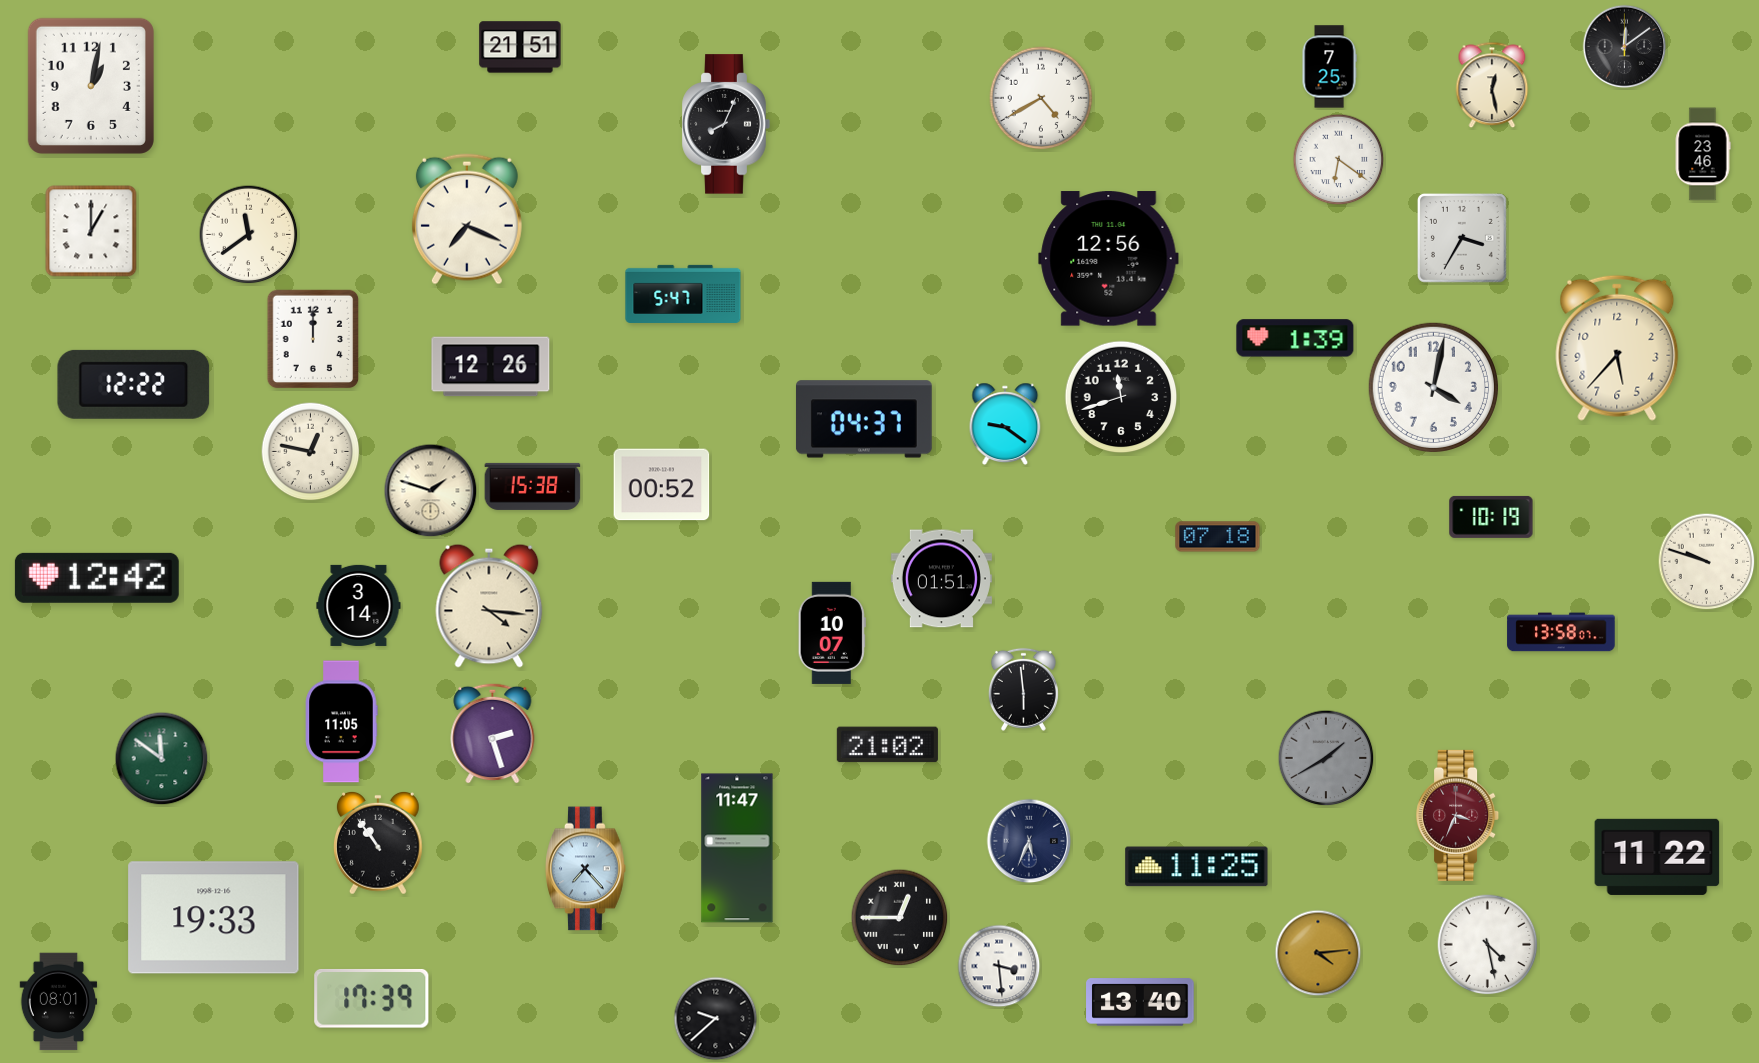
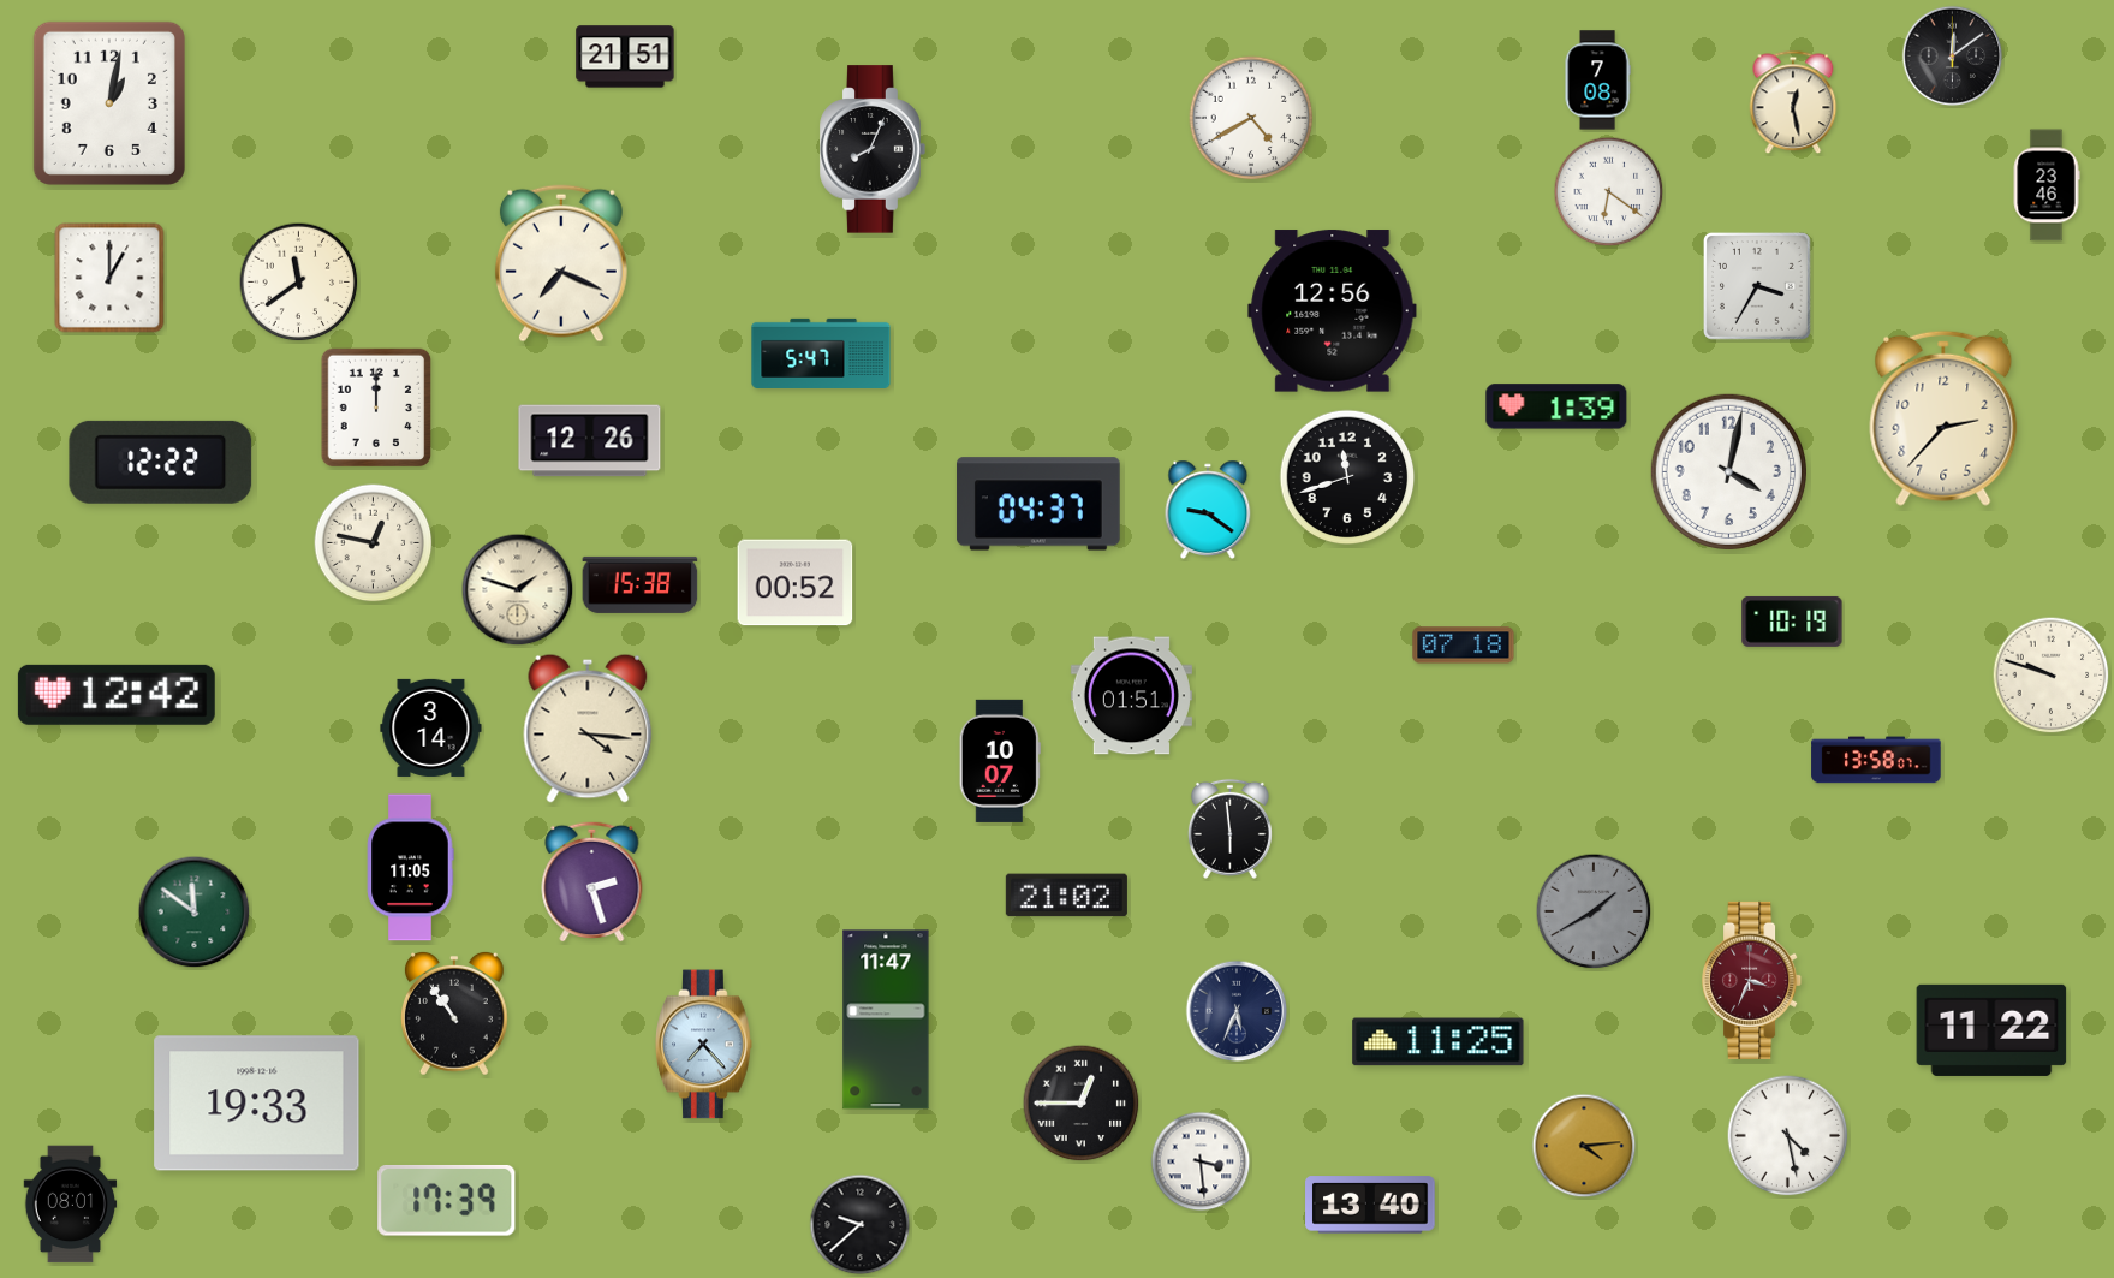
clock at (1329, 67): 7:25 -> 7:08
clock at (1617, 348): 5:37 -> 2:37
clock at (1433, 387) position: (1433, 387) -> (1728, 471)
